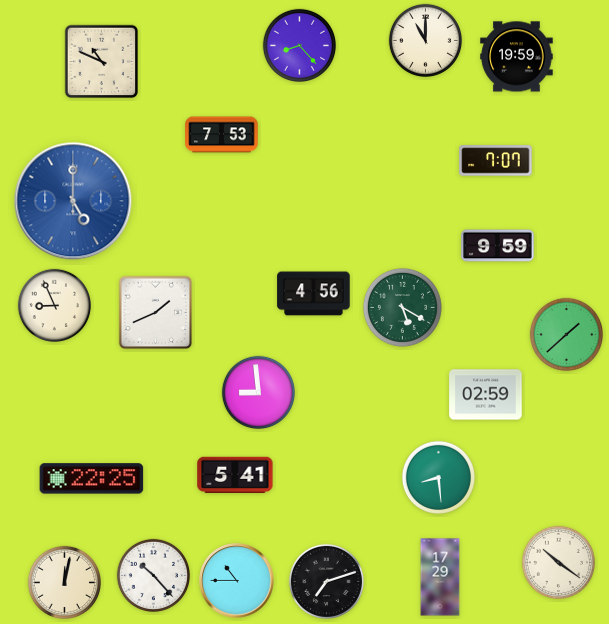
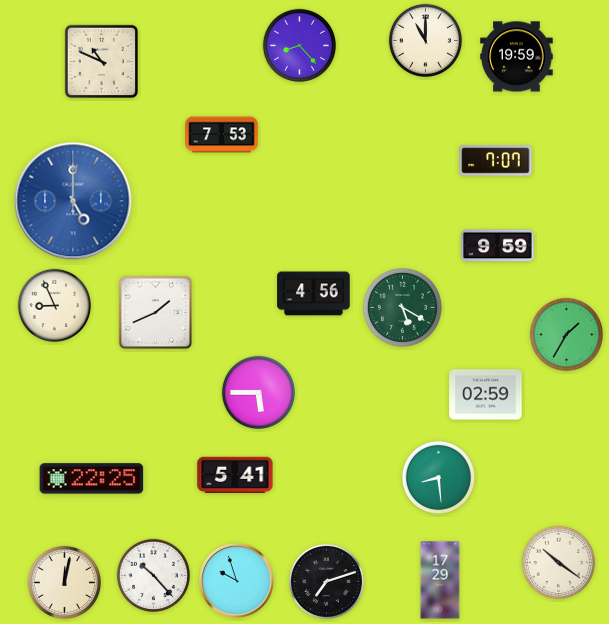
clock at (566, 334): 1:38 -> 1:35
clock at (258, 392): 8:59 -> 5:45
clock at (440, 577) position: (440, 577) -> (440, 580)
clock at (237, 581): 10:45 -> 9:57
